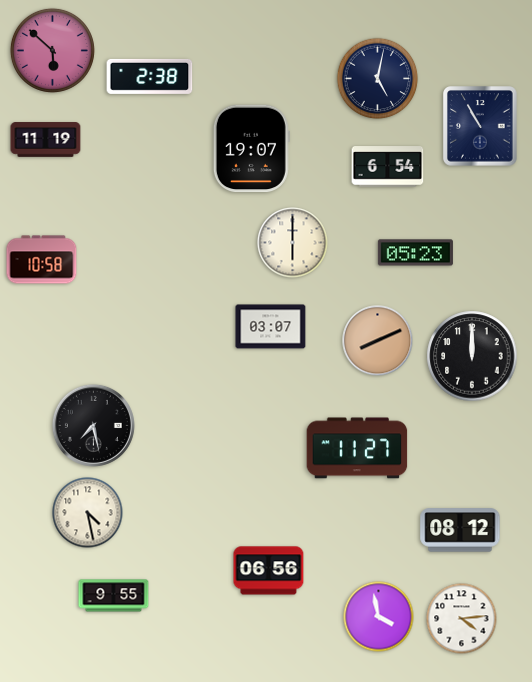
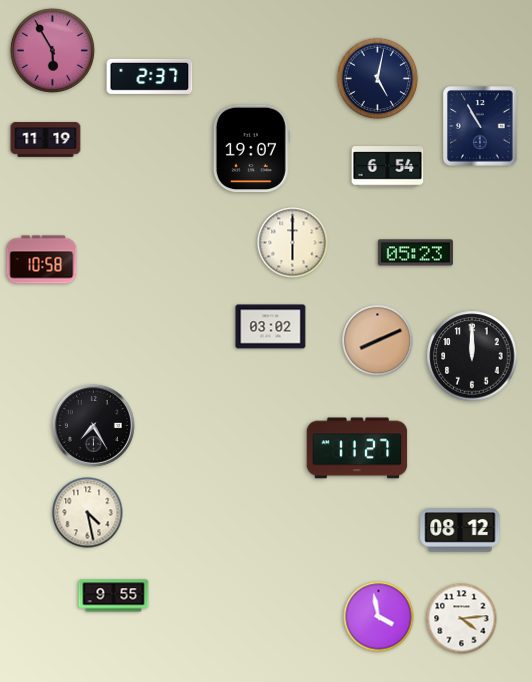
clock at (52, 50): 5:52 -> 5:55
clock at (150, 76): 2:38 -> 2:37
clock at (271, 327): 03:07 -> 03:02
clock at (93, 425): 7:28 -> 7:25
clock at (269, 571): 06:56 -> none
